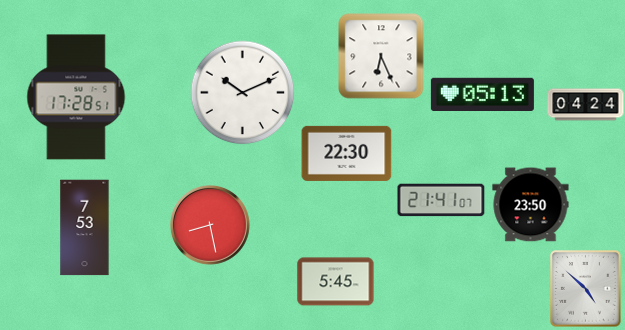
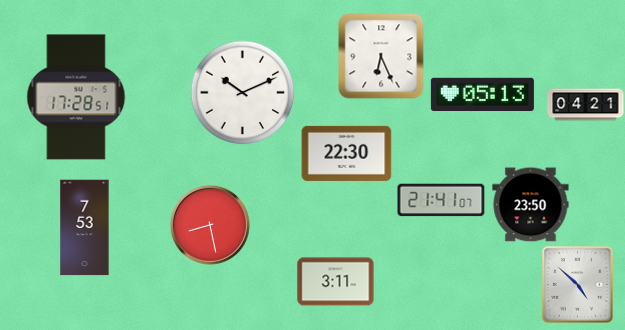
clock at (586, 105): 04:24 -> 04:21
clock at (336, 282): 5:45 -> 3:11
clock at (586, 289) position: (586, 289) -> (578, 285)
